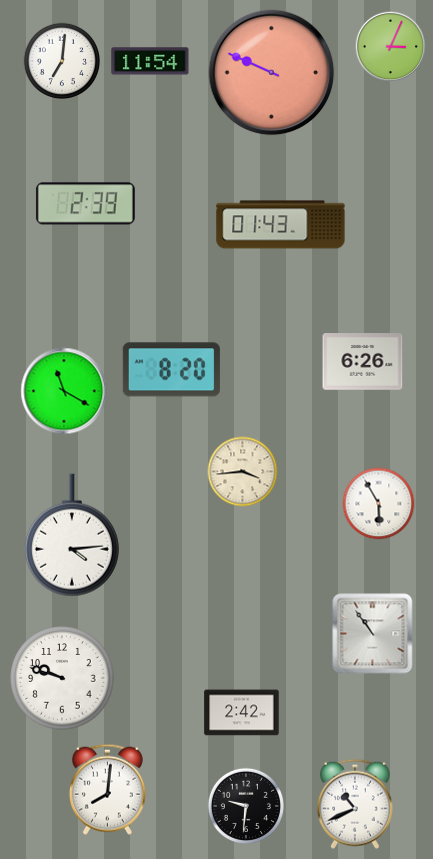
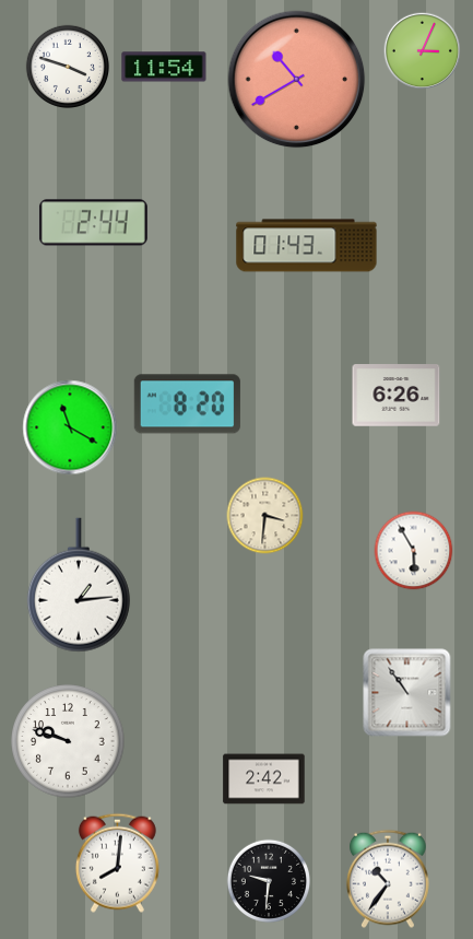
clock at (391, 47) position: (391, 47) -> (423, 51)
clock at (61, 60): 7:01 -> 3:48
clock at (272, 73): 9:49 -> 10:40
clock at (85, 204): 2:39 -> 2:44
clock at (243, 472): 3:44 -> 3:31
clock at (72, 535): 4:14 -> 1:14
clock at (355, 804): 10:41 -> 10:36
